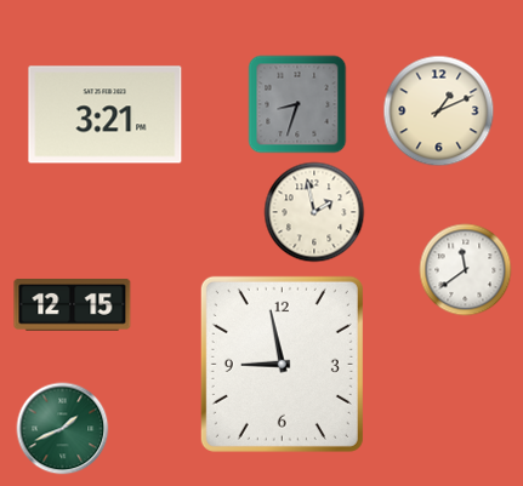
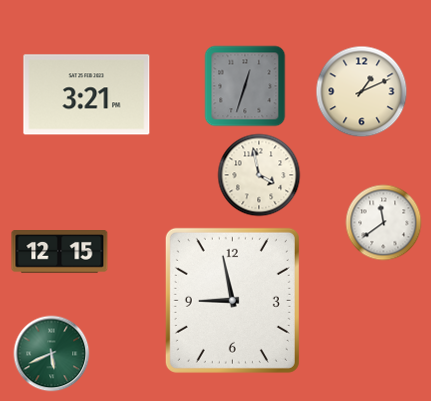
clock at (297, 104): 8:33 -> 12:33
clock at (314, 212): 1:58 -> 3:58
clock at (63, 429): 1:41 -> 5:41
